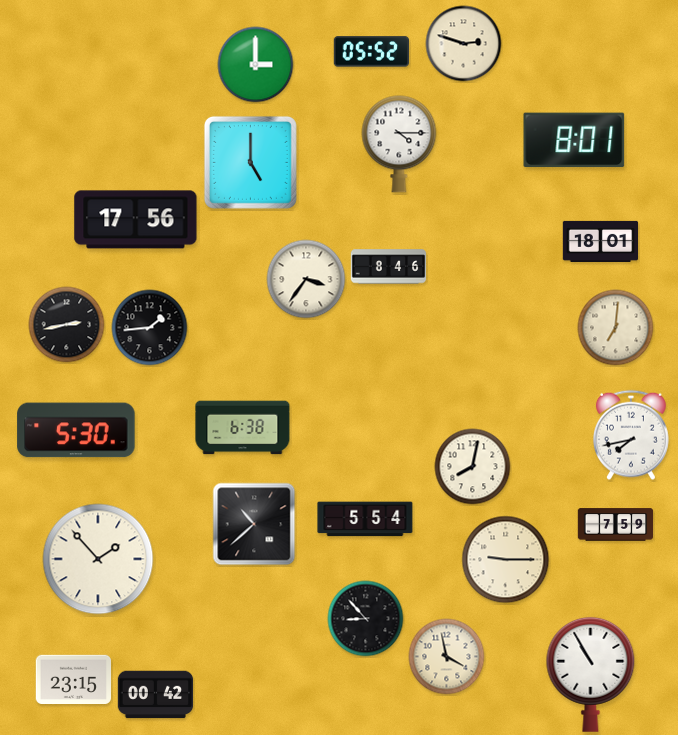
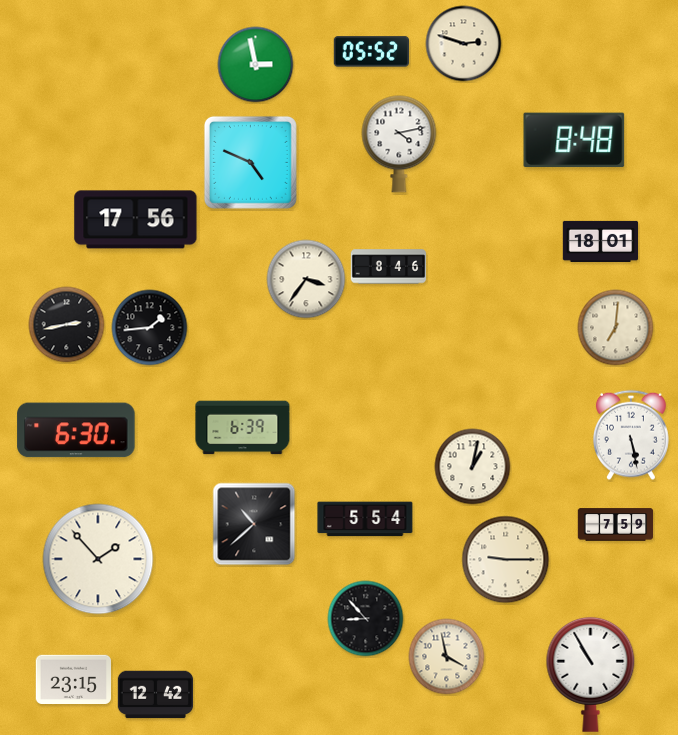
clock at (256, 65): 3:00 -> 2:58
clock at (574, 140): 8:01 -> 8:48
clock at (399, 144): 4:15 -> 4:13
clock at (250, 162): 5:00 -> 4:49
clock at (243, 428): 6:38 -> 6:39
clock at (76, 430): 5:30 -> 6:30
clock at (631, 435): 7:43 -> 5:28
clock at (473, 467): 8:02 -> 1:02
clock at (156, 695): 00:42 -> 12:42
